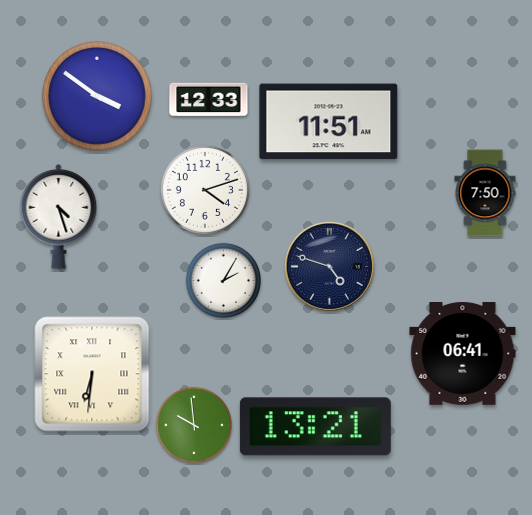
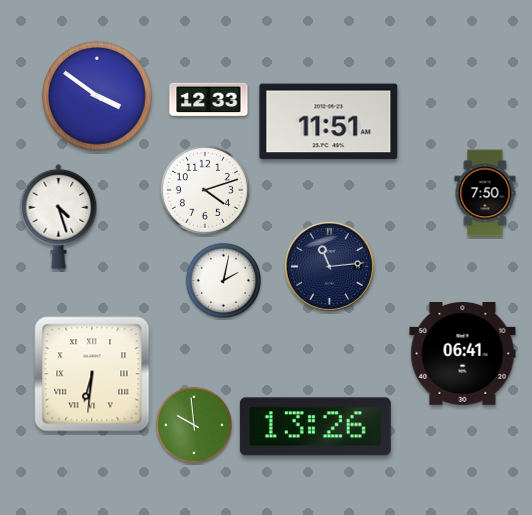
clock at (329, 266): 4:48 -> 11:14
clock at (223, 280): 2:05 -> 2:02
clock at (315, 427): 13:21 -> 13:26
